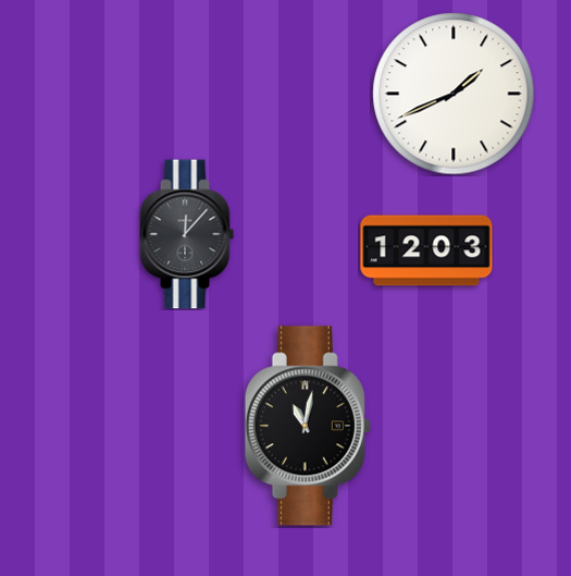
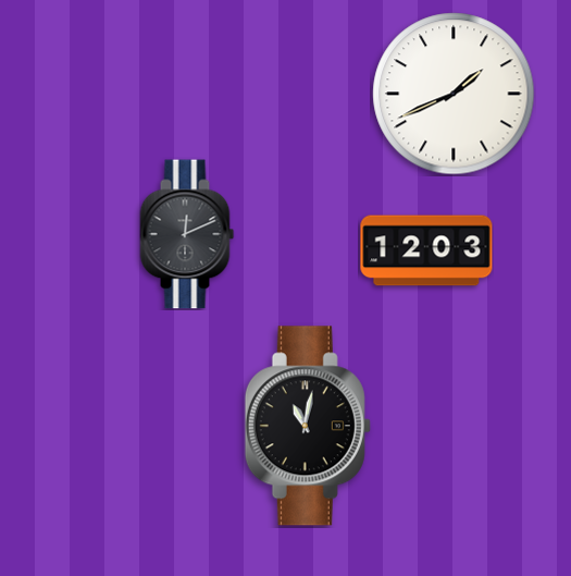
clock at (187, 234): 12:07 -> 12:11
